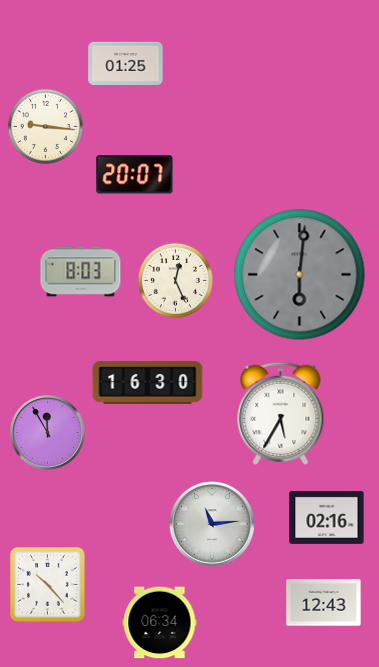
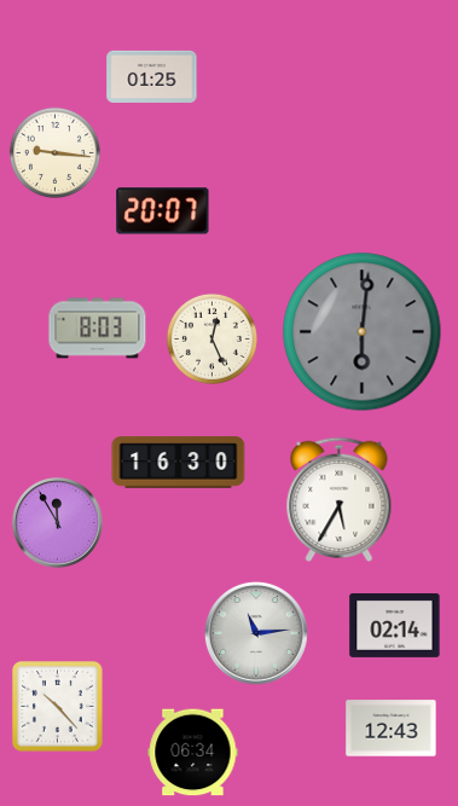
clock at (327, 517): 02:16 -> 02:14
